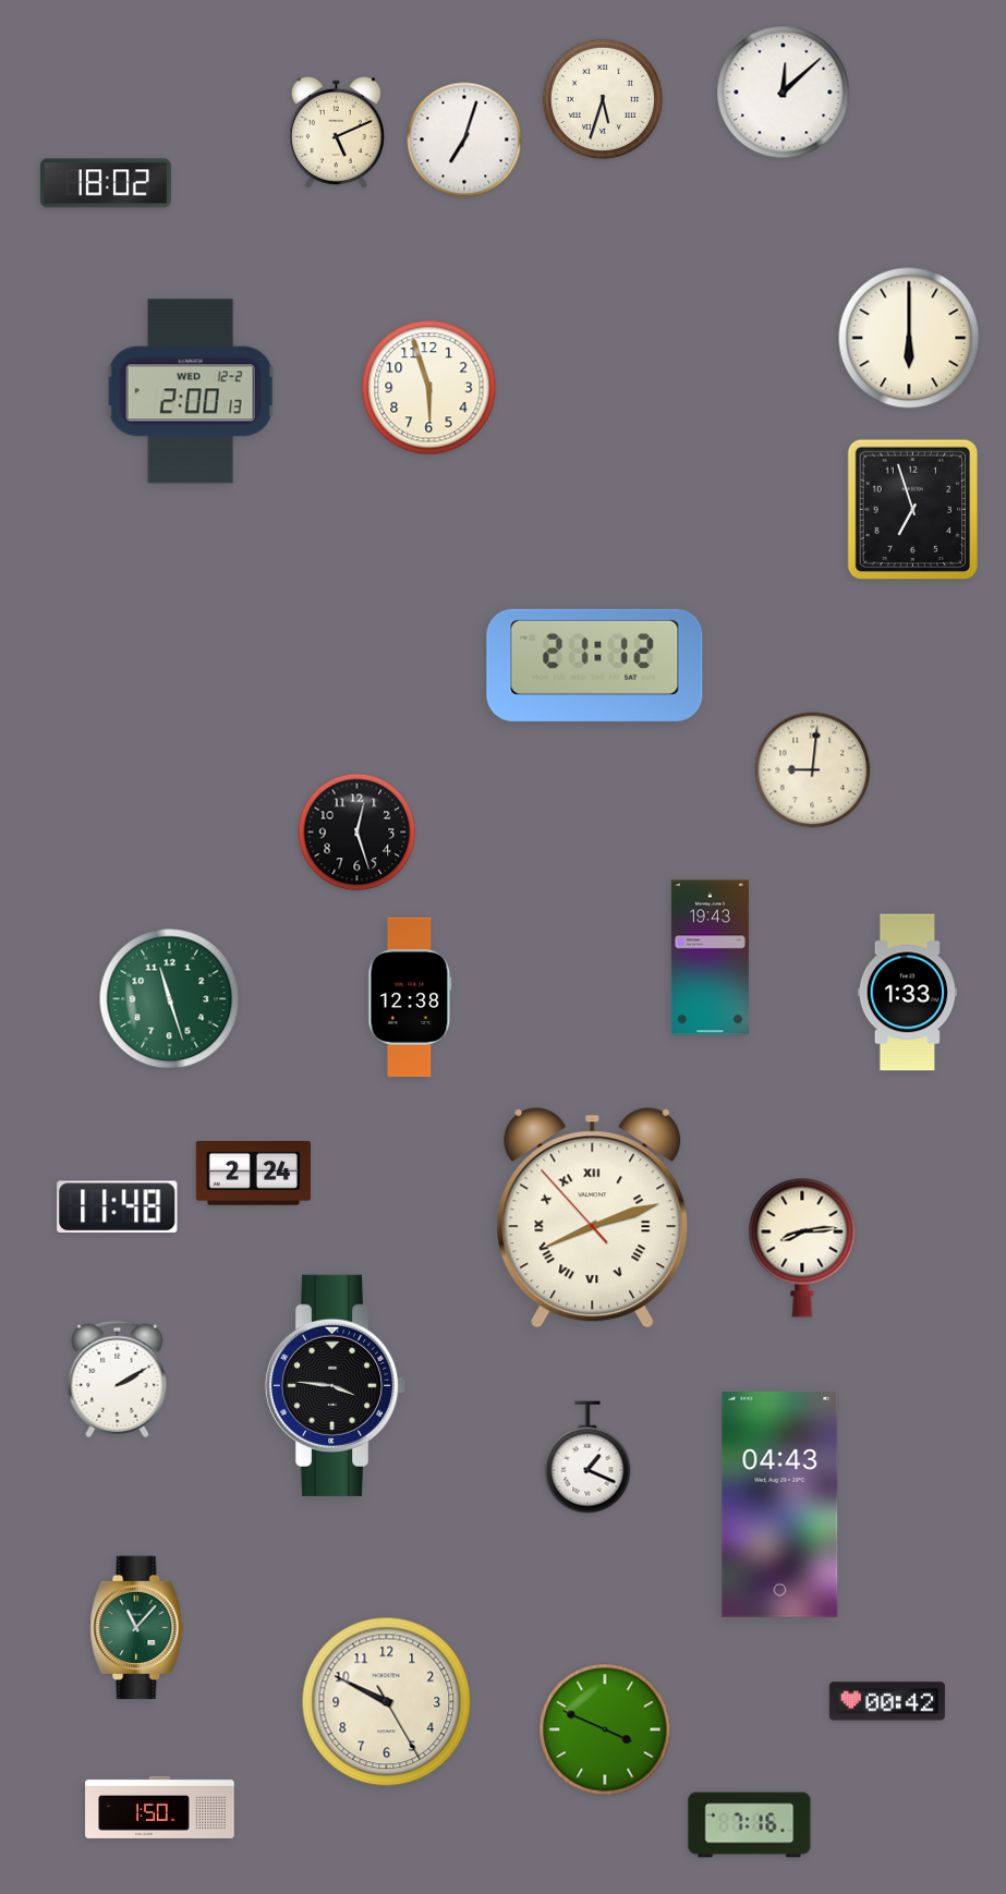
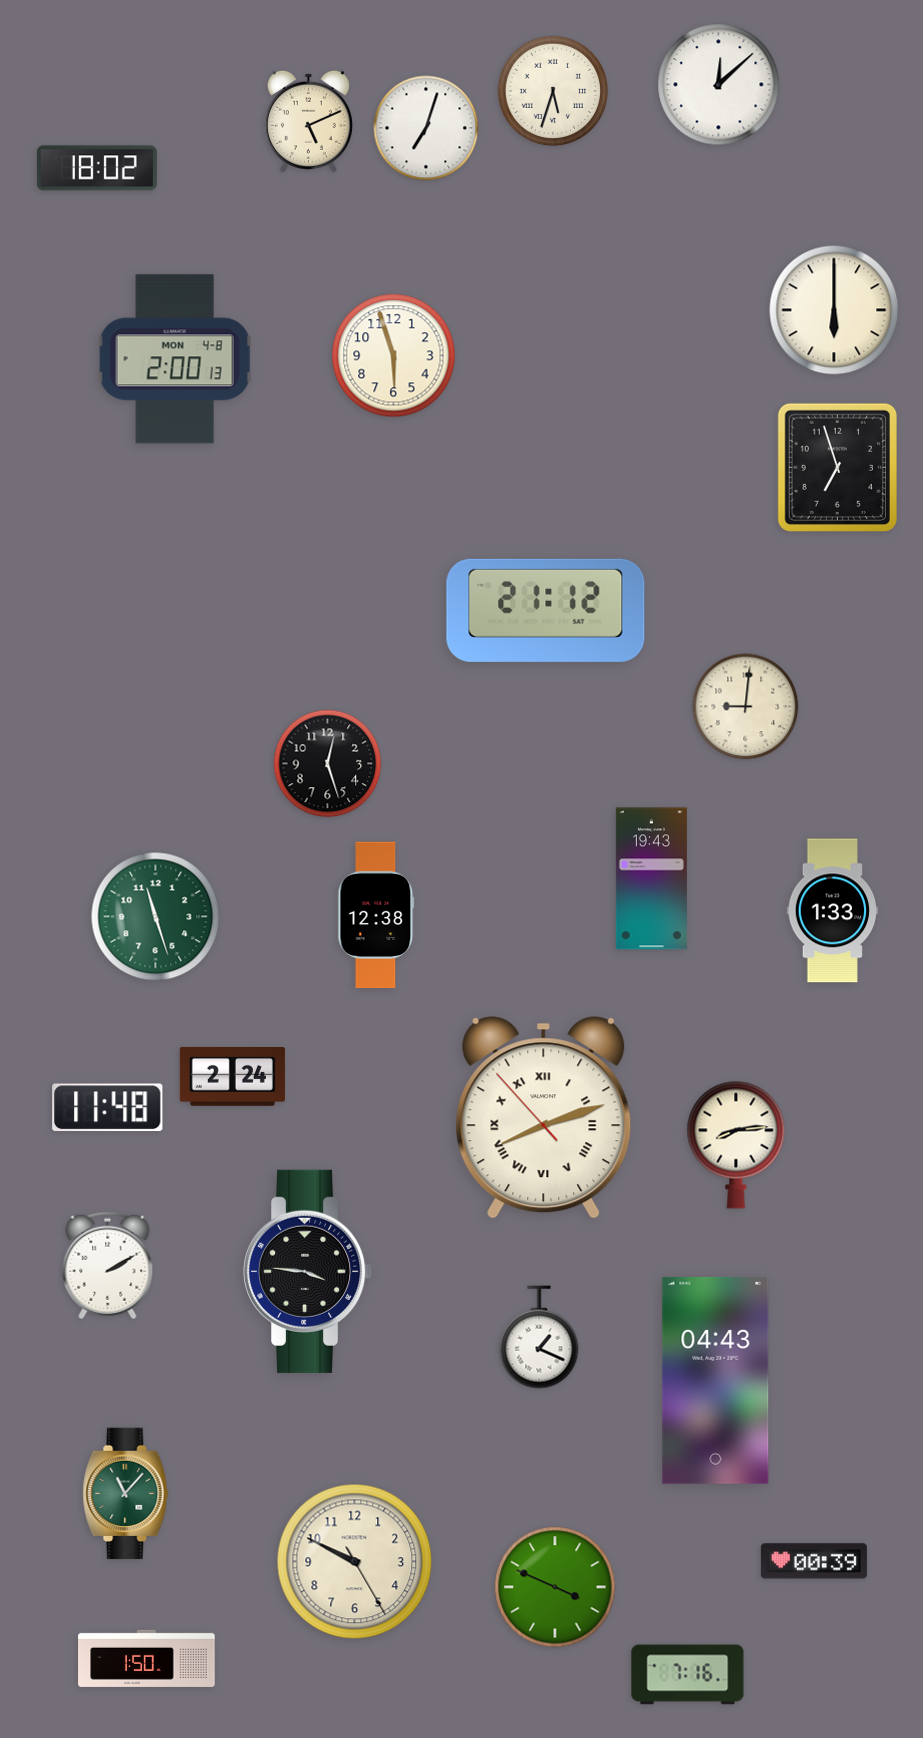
clock at (191, 391) date: WED 12-2 -> MON 4-8
clock at (887, 1701): 00:42 -> 00:39
